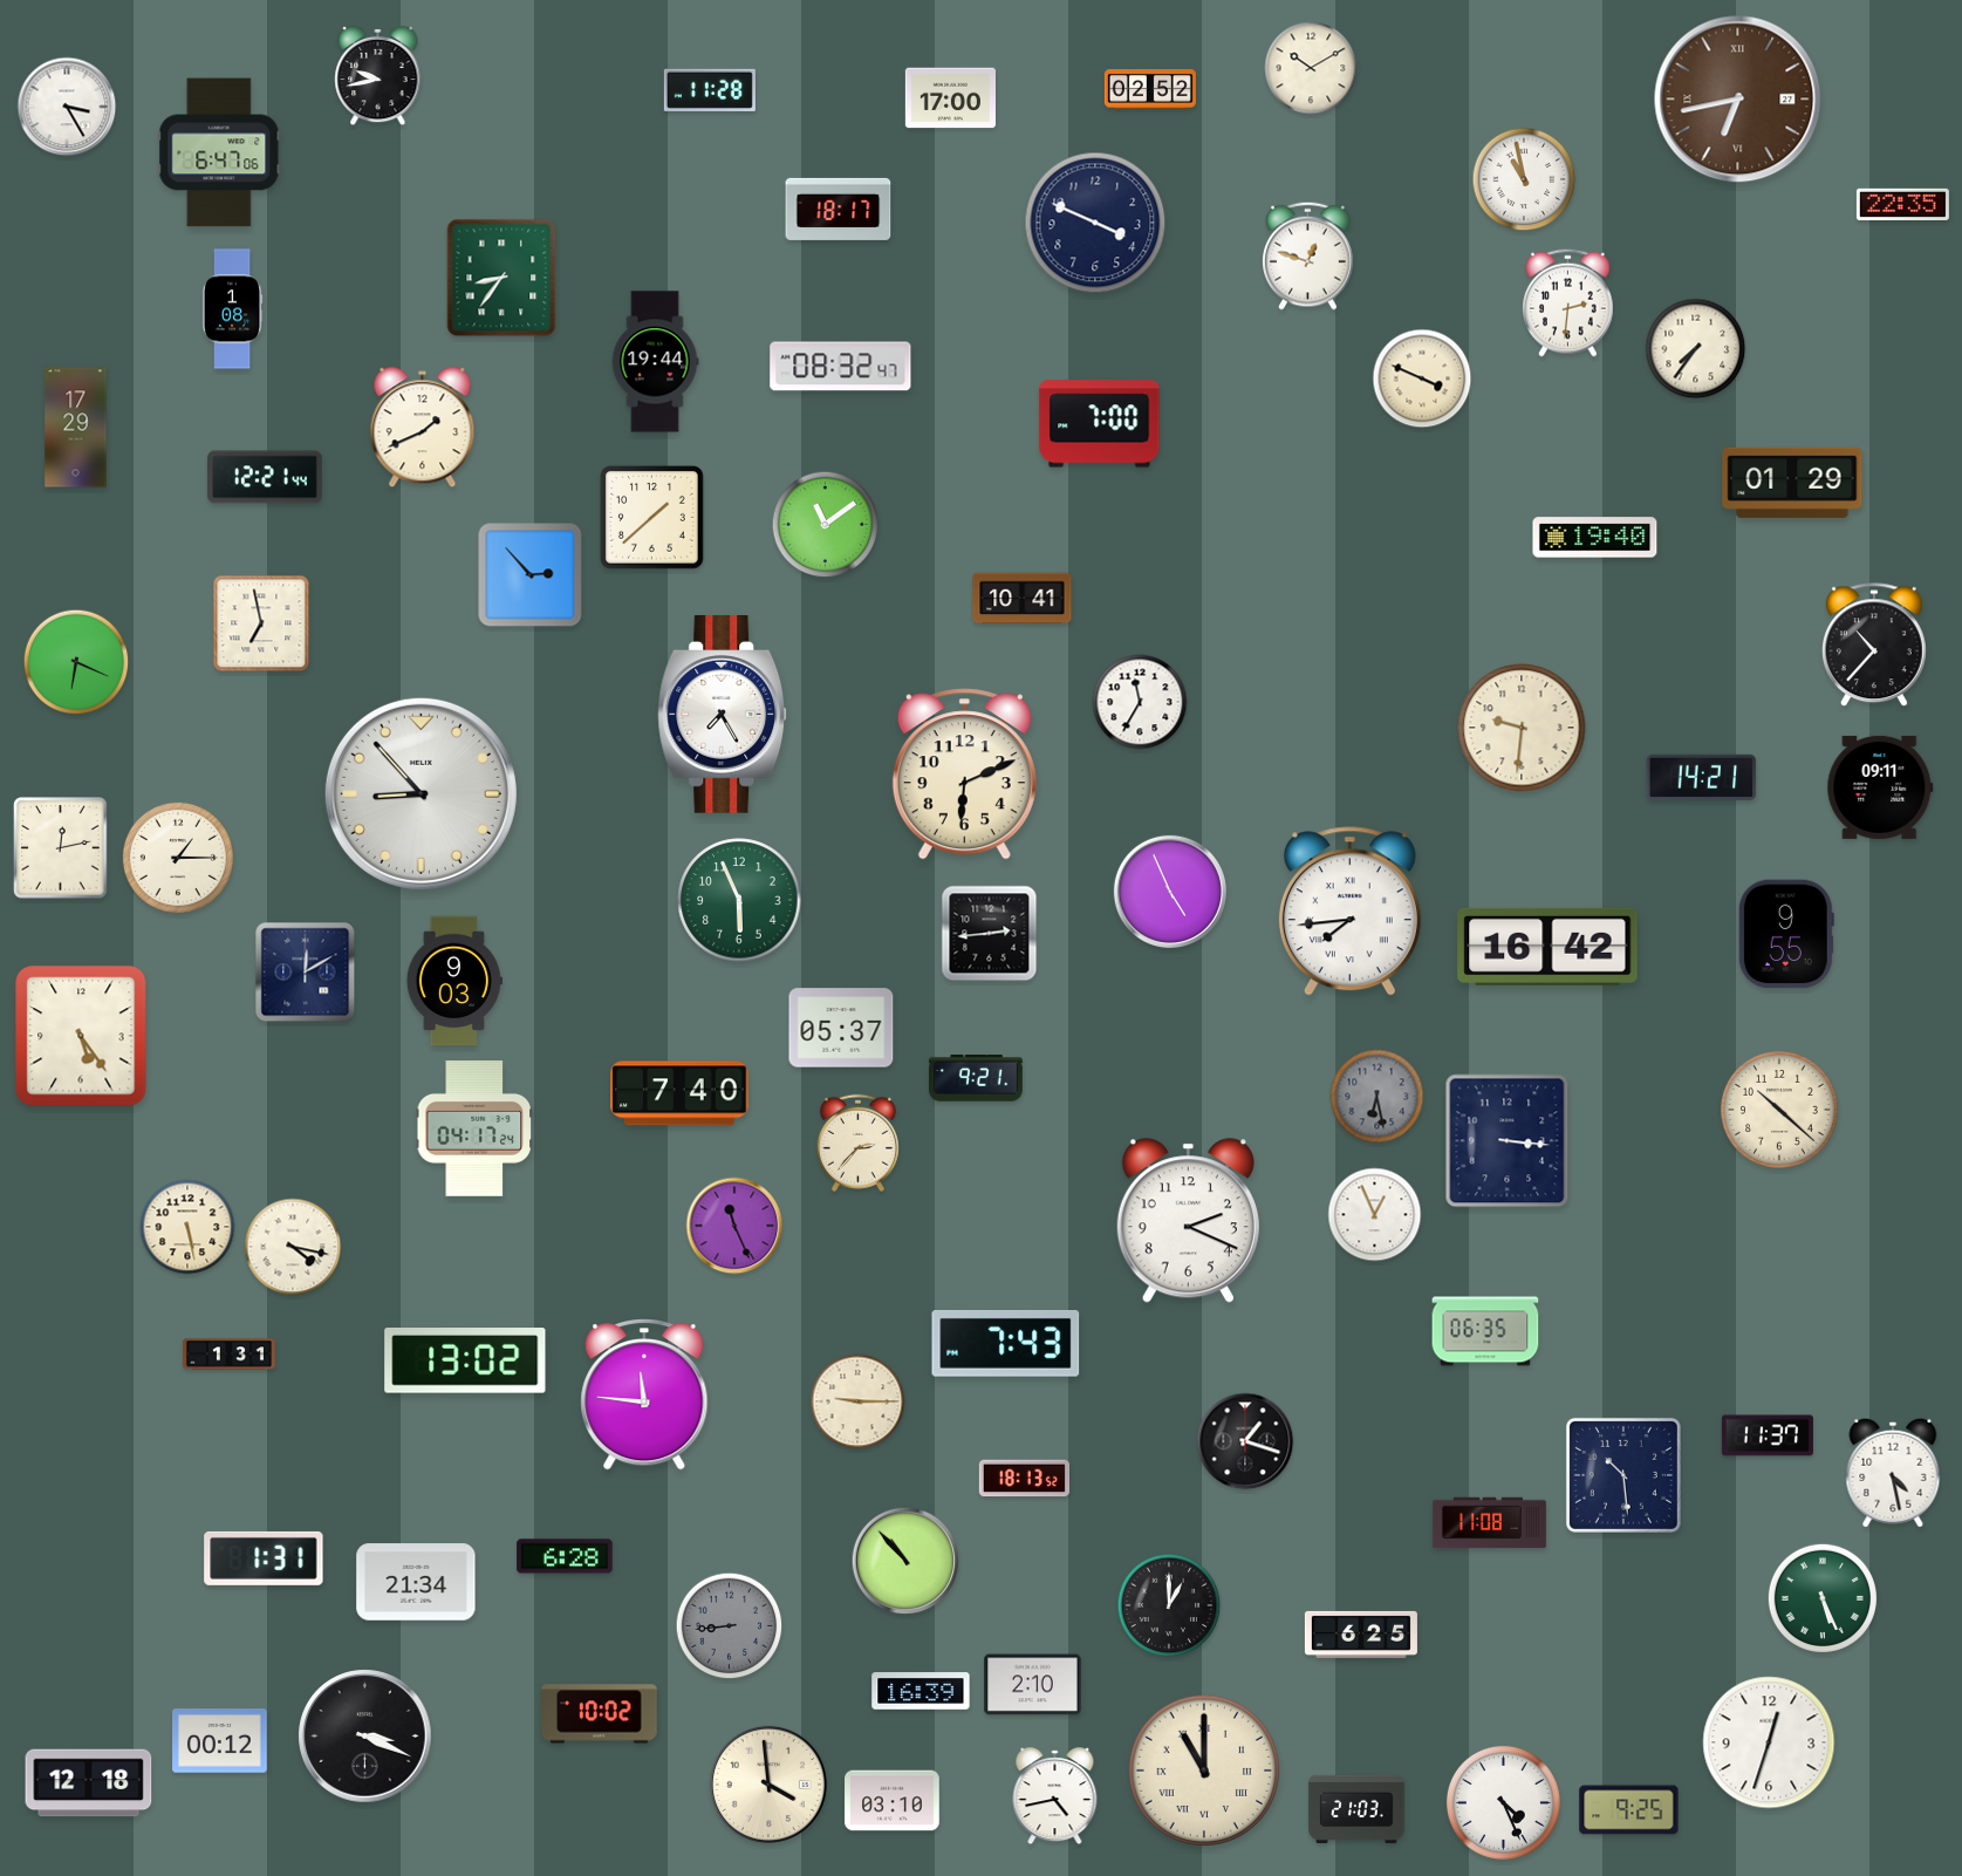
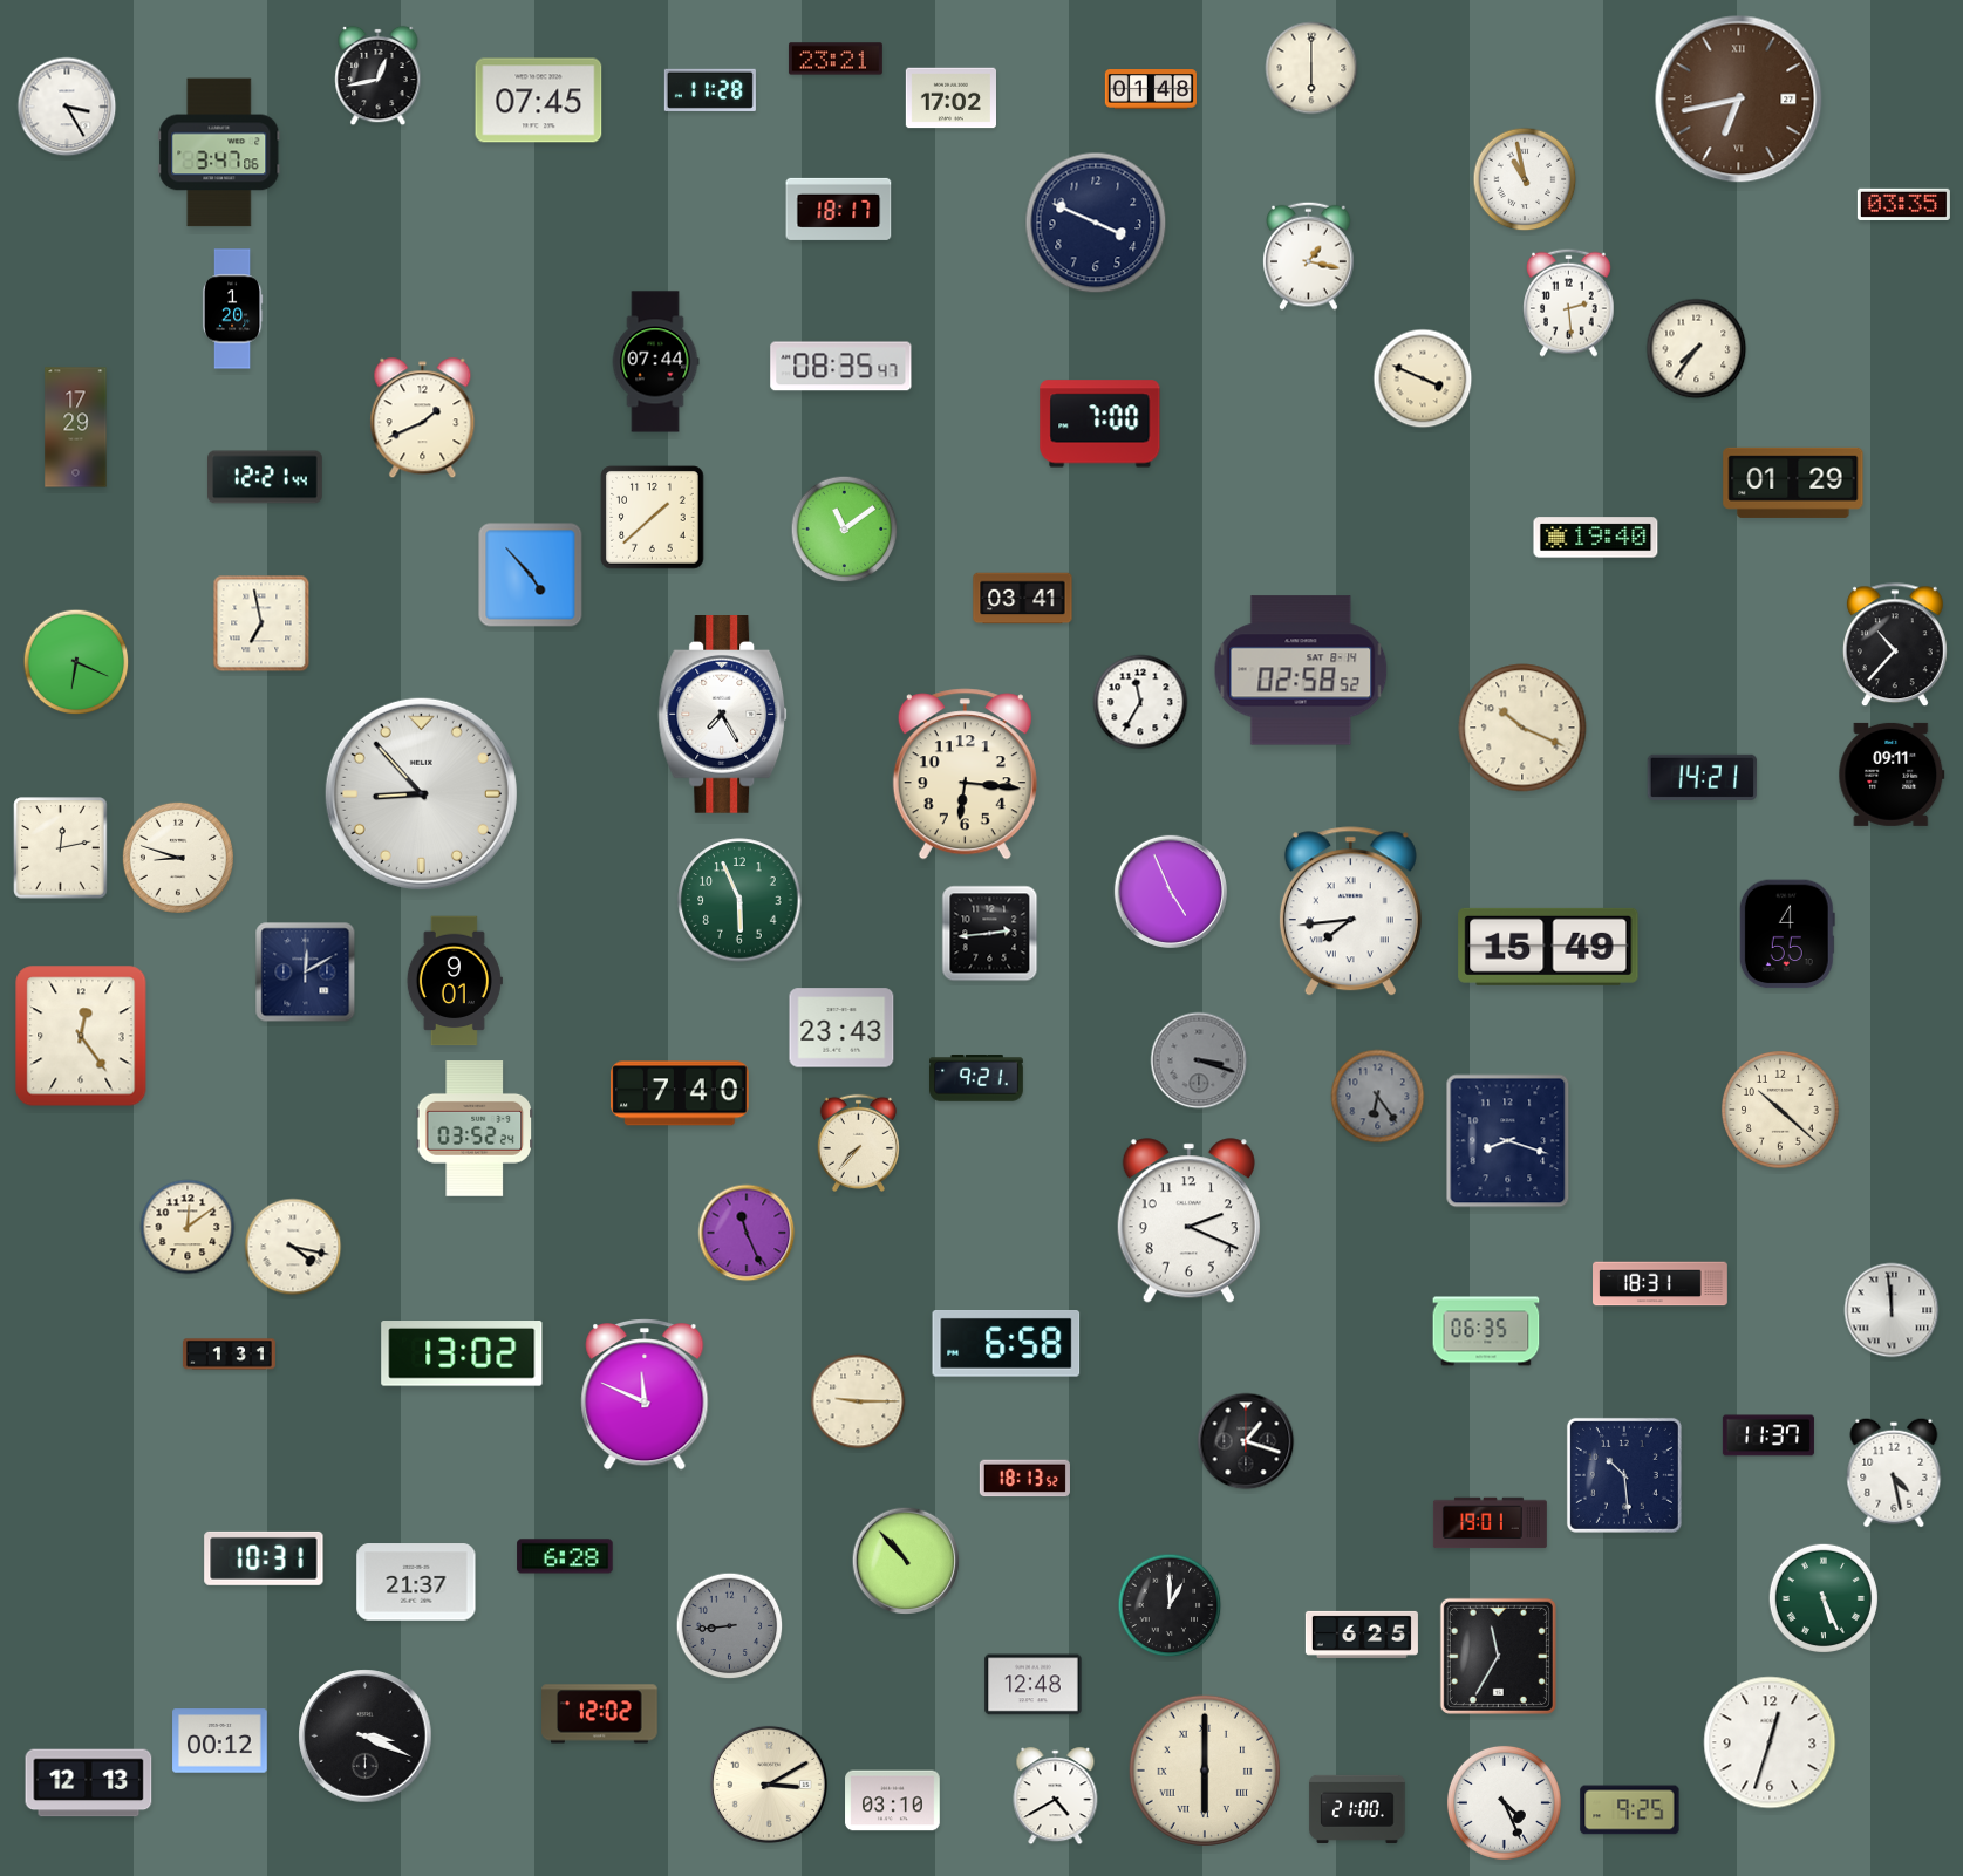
clock at (836, 59): none -> 23:21
clock at (1311, 68): 10:10 -> 6:00
clock at (378, 76): 9:43 -> 12:43
clock at (1150, 90): 02:52 -> 01:48
clock at (950, 98): 17:00 -> 17:02
clock at (539, 101): none -> 07:45
clock at (219, 152): 6:47 -> 3:47
clock at (1902, 204): 22:35 -> 03:35
clock at (1308, 255): 12:48 -> 1:17
clock at (501, 278): 8:36 -> none
clock at (1568, 302): 2:31 -> 2:29
clock at (232, 309): 1:08 -> 1:20
clock at (655, 362): 19:44 -> 07:44
clock at (841, 367): 08:32 -> 08:35
clock at (423, 428) position: (423, 428) -> (423, 418)
clock at (826, 525) position: (826, 525) -> (845, 530)
clock at (531, 575): 2:53 -> 4:53
clock at (1023, 599): 10:41 -> 03:41
clock at (1874, 646) position: (1874, 646) -> (1895, 646)
clock at (1301, 670): none -> 02:58
clock at (1522, 728): 9:31 -> 10:19
clock at (964, 775): 6:11 -> 6:16
clock at (1880, 787) position: (1880, 787) -> (1892, 775)
clock at (178, 858): 1:15 -> 8:48
clock at (1786, 934): 9:55 -> 4:55
clock at (1547, 947): 16:42 -> 15:49
clock at (454, 981): 9:03 -> 9:01
clock at (841, 1028): 05:37 -> 23:43
clock at (81, 1036): 5:24 -> 12:24
clock at (1199, 1060): none -> 3:18
clock at (1377, 1097): 6:28 -> 6:24
clock at (473, 1130): 04:17 -> 03:52
clock at (1508, 1141): 3:16 -> 8:18
clock at (857, 1142): 2:37 -> 7:37
clock at (1375, 1215): 12:56 -> none
clock at (734, 1226) position: (734, 1226) -> (747, 1233)
clock at (187, 1227): 5:28 -> 12:09
clock at (1661, 1284): none -> 18:31
clock at (1892, 1310): none -> 11:59
clock at (1006, 1344): 7:43 -> 6:58
clock at (465, 1362) position: (465, 1362) -> (462, 1355)
clock at (644, 1396): 11:46 -> 11:49
clock at (1489, 1523): 11:08 -> 19:01
clock at (264, 1558): 1:31 -> 10:31
clock at (416, 1582): 21:34 -> 21:37
clock at (1498, 1656): none -> 11:35
clock at (1033, 1685): 2:10 -> 12:48
clock at (921, 1691): 16:39 -> none
clock at (600, 1714): 10:02 -> 12:02
clock at (1203, 1769): 11:00 -> 6:00
clock at (89, 1783): 12:18 -> 12:13
clock at (768, 1785): 3:59 -> 3:10
clock at (1055, 1796): 4:43 -> 4:40
clock at (1356, 1809): 21:03 -> 21:00
